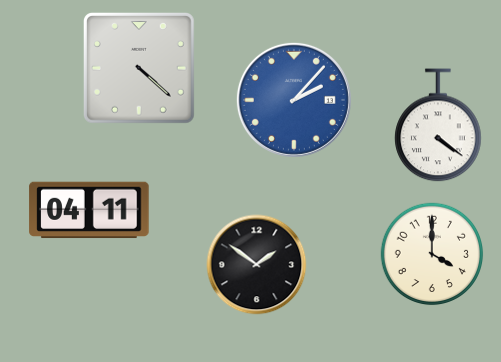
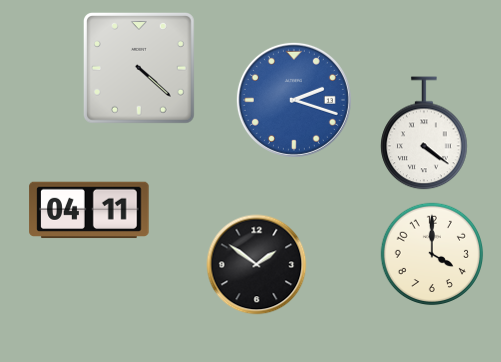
clock at (294, 100): 2:07 -> 2:18
clock at (438, 125) position: (438, 125) -> (424, 133)
